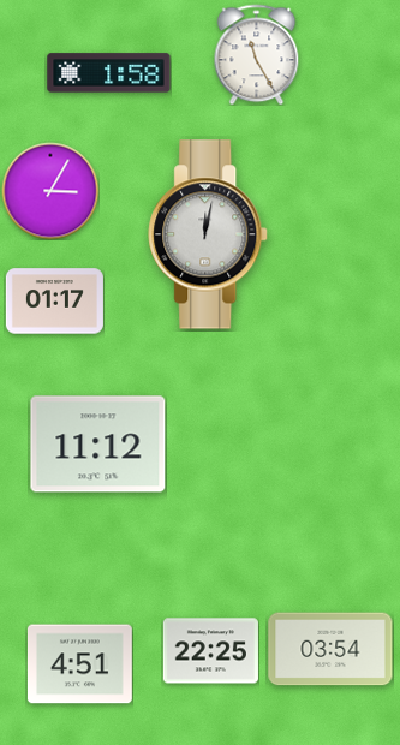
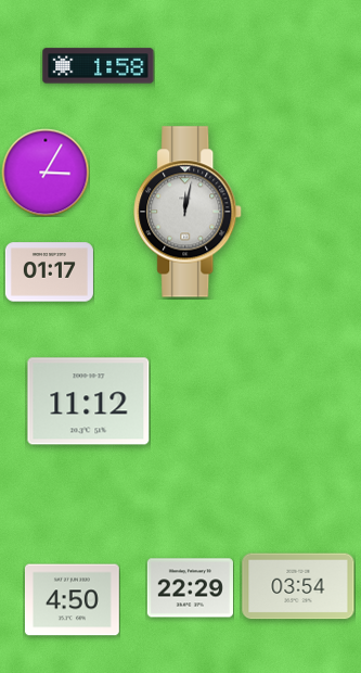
clock at (257, 54): 11:25 -> none
clock at (210, 651): 22:25 -> 22:29
clock at (79, 664): 4:51 -> 4:50
